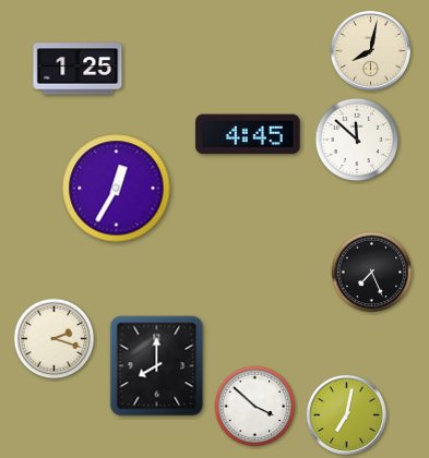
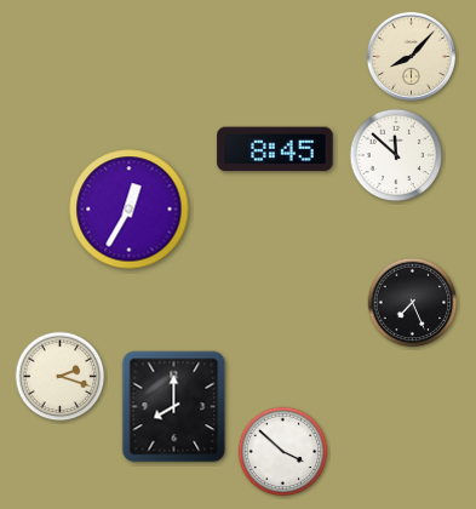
clock at (370, 50): 8:02 -> 8:07
clock at (78, 69): 1:25 -> none
clock at (248, 134): 4:45 -> 8:45
clock at (346, 414): 7:02 -> none
